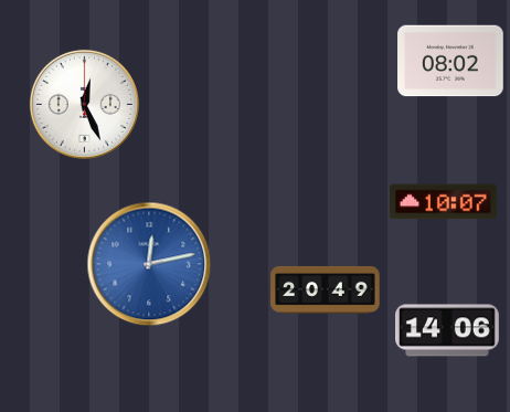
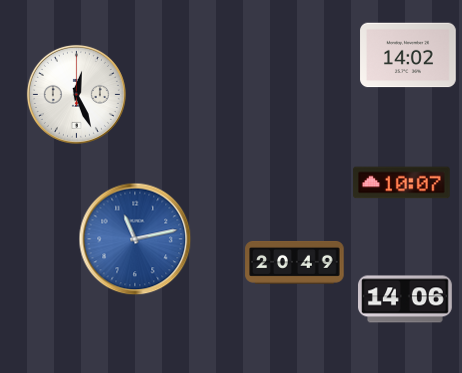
clock at (450, 61): 08:02 -> 14:02
clock at (149, 264): 12:13 -> 11:13
